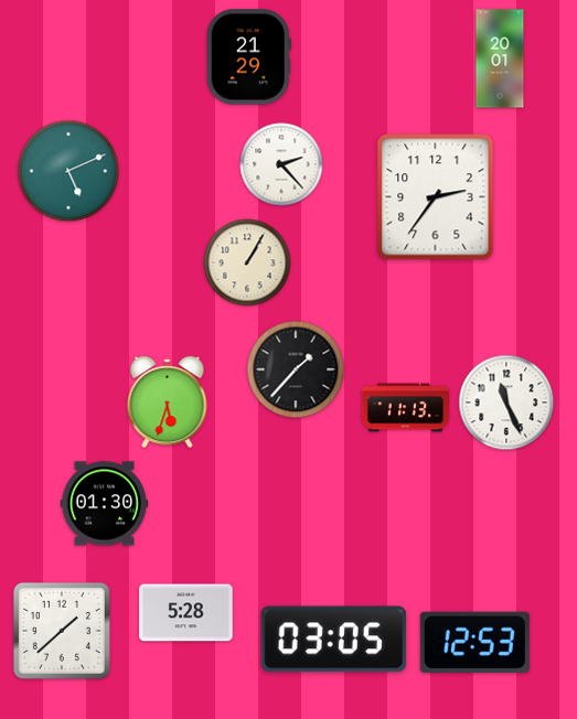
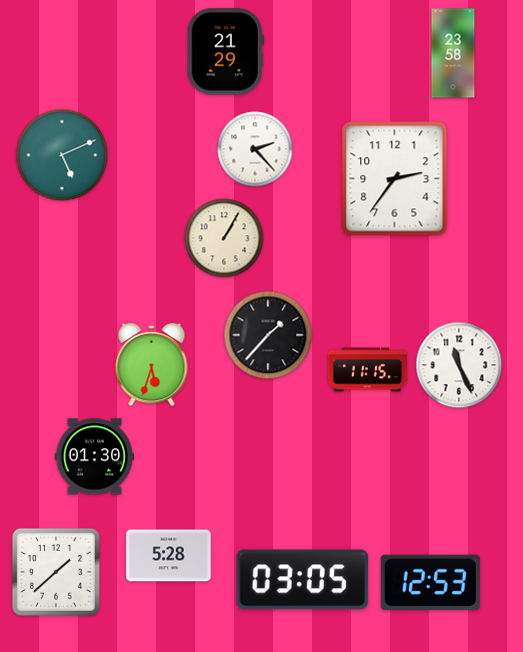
clock at (500, 58): 20:01 -> 23:58
clock at (406, 408): 11:13 -> 11:15
